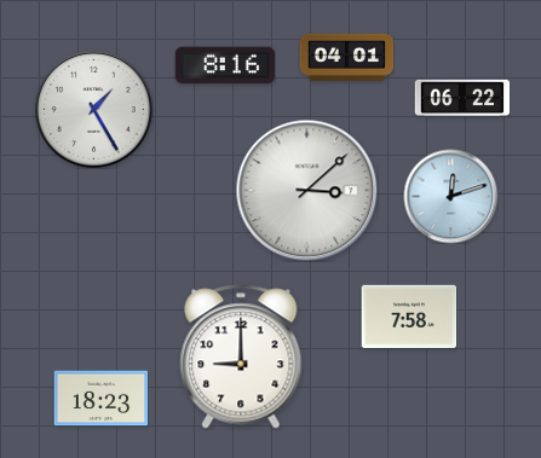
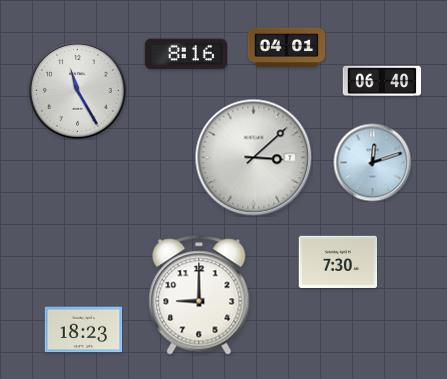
clock at (462, 98): 06:22 -> 06:40
clock at (93, 109): 1:25 -> 11:25
clock at (409, 315): 7:58 -> 7:30
